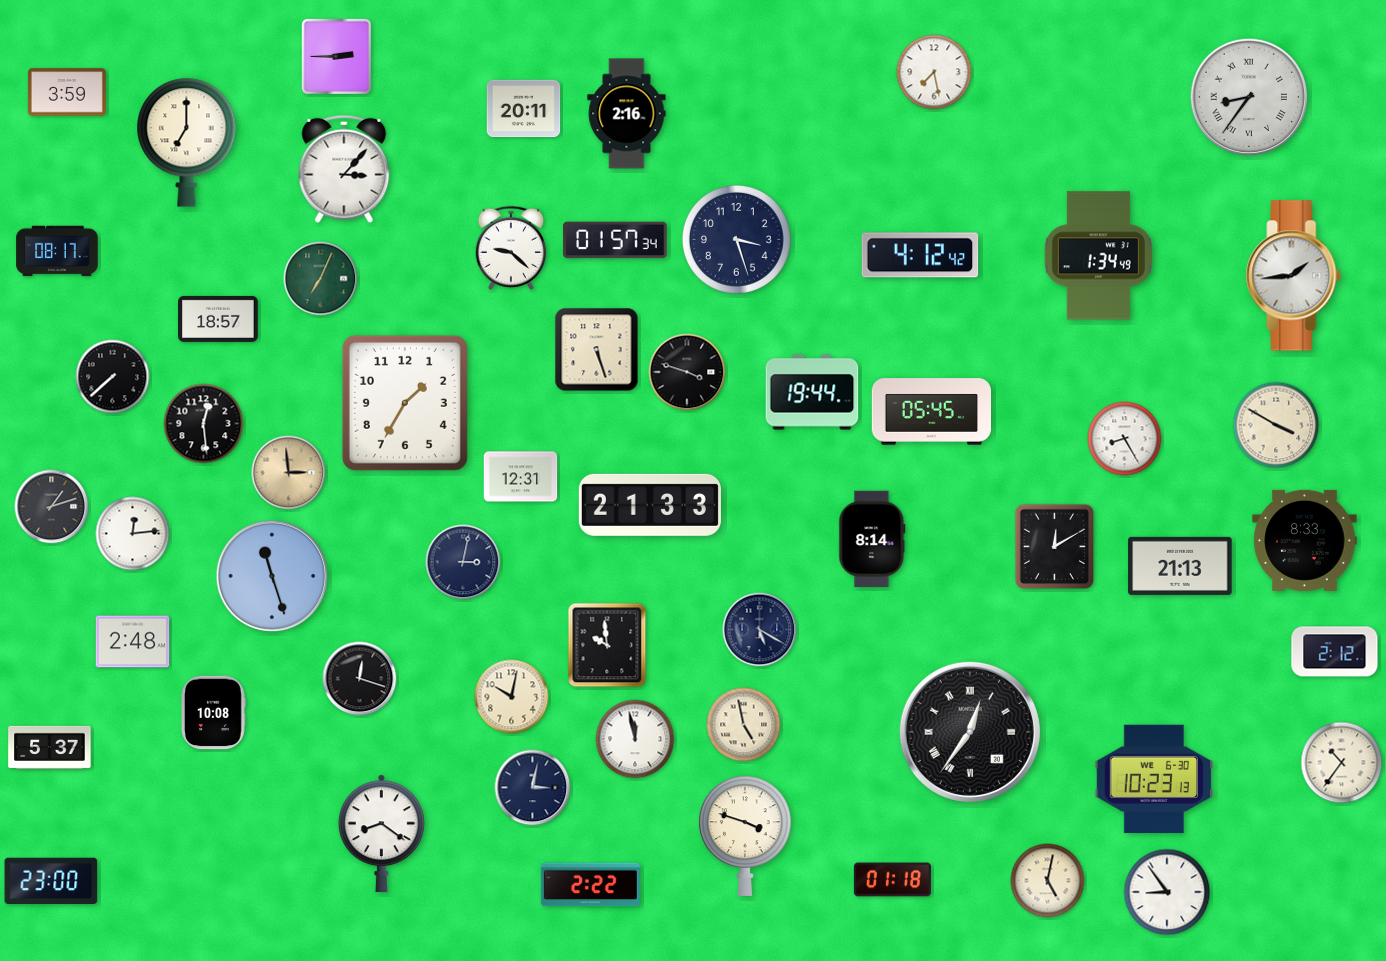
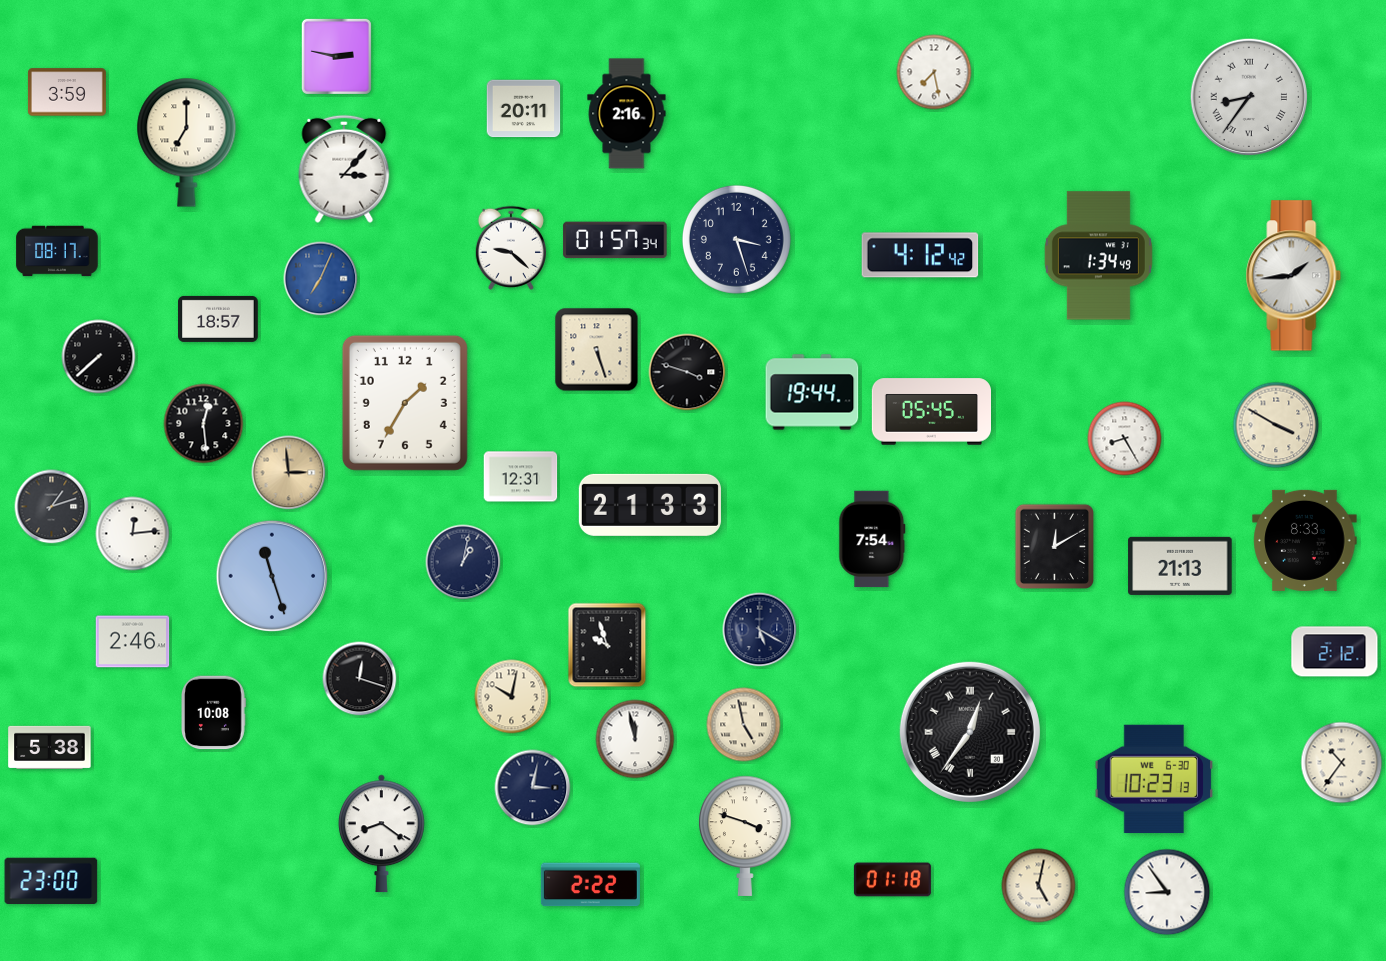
clock at (336, 56): 2:45 -> 2:47
clock at (321, 279) dial: green -> blue
clock at (113, 377) position: (113, 377) -> (99, 357)
clock at (872, 539): 8:14 -> 7:54
clock at (463, 562): 3:02 -> 1:02
clock at (133, 642): 2:48 -> 2:46
clock at (607, 645): 9:59 -> 9:57
clock at (50, 747): 5:37 -> 5:38
clock at (1048, 881) position: (1048, 881) -> (1039, 886)
